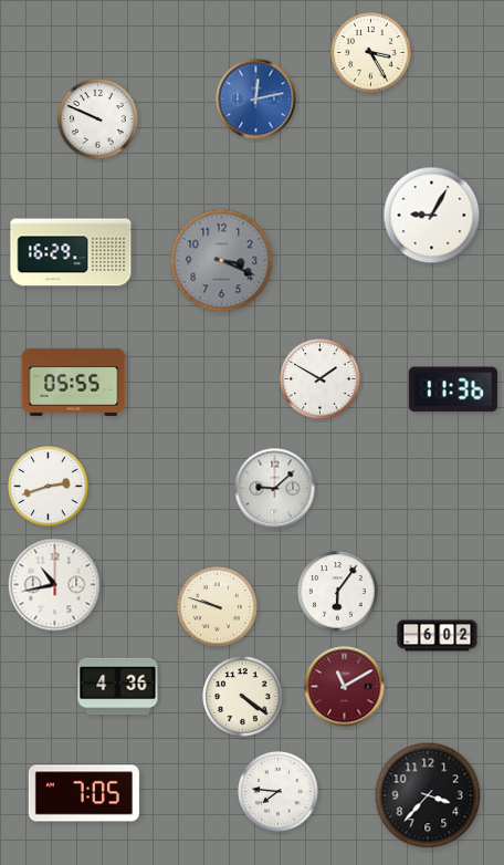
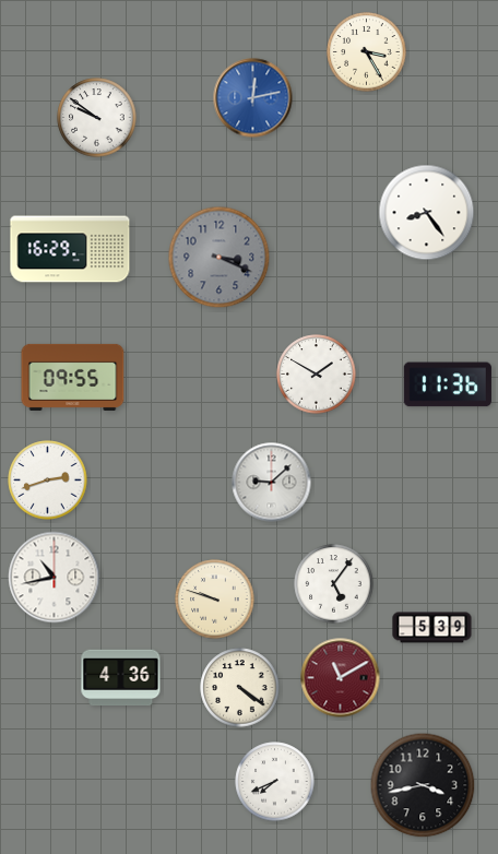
clock at (98, 119): 9:49 -> 9:51
clock at (432, 216): 9:05 -> 8:24
clock at (74, 382): 05:55 -> 09:55
clock at (338, 592): 6:06 -> 5:06
clock at (438, 636): 6:02 -> 5:39
clock at (118, 687) position: (118, 687) -> (121, 678)
clock at (279, 792): 7:46 -> 7:41
clock at (84, 793): 7:05 -> none
clock at (428, 795): 3:37 -> 3:43
